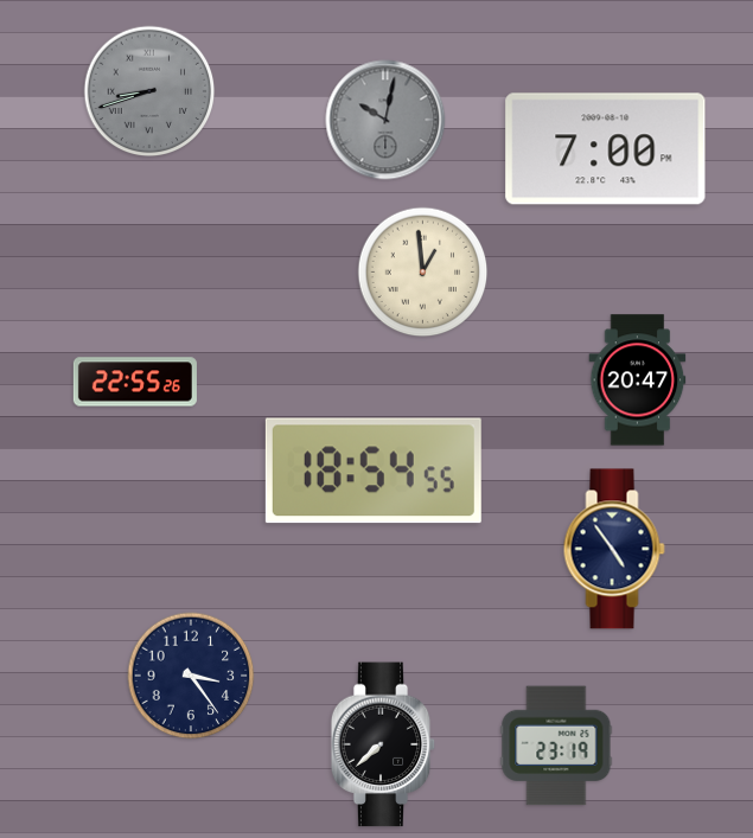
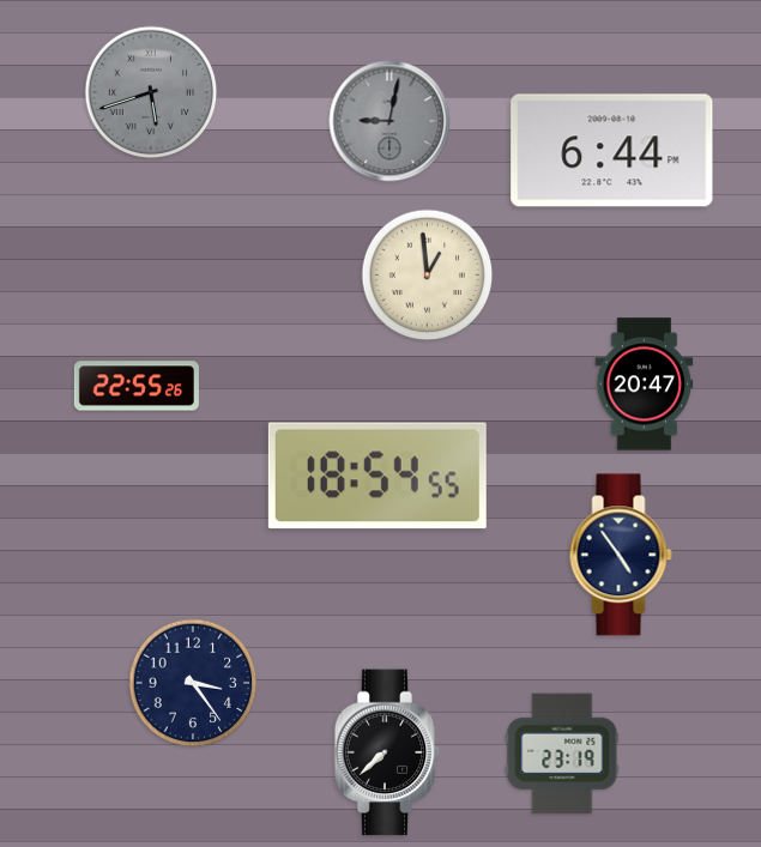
clock at (149, 91): 8:42 -> 5:42
clock at (385, 120): 10:02 -> 9:02
clock at (606, 149): 7:00 -> 6:44
